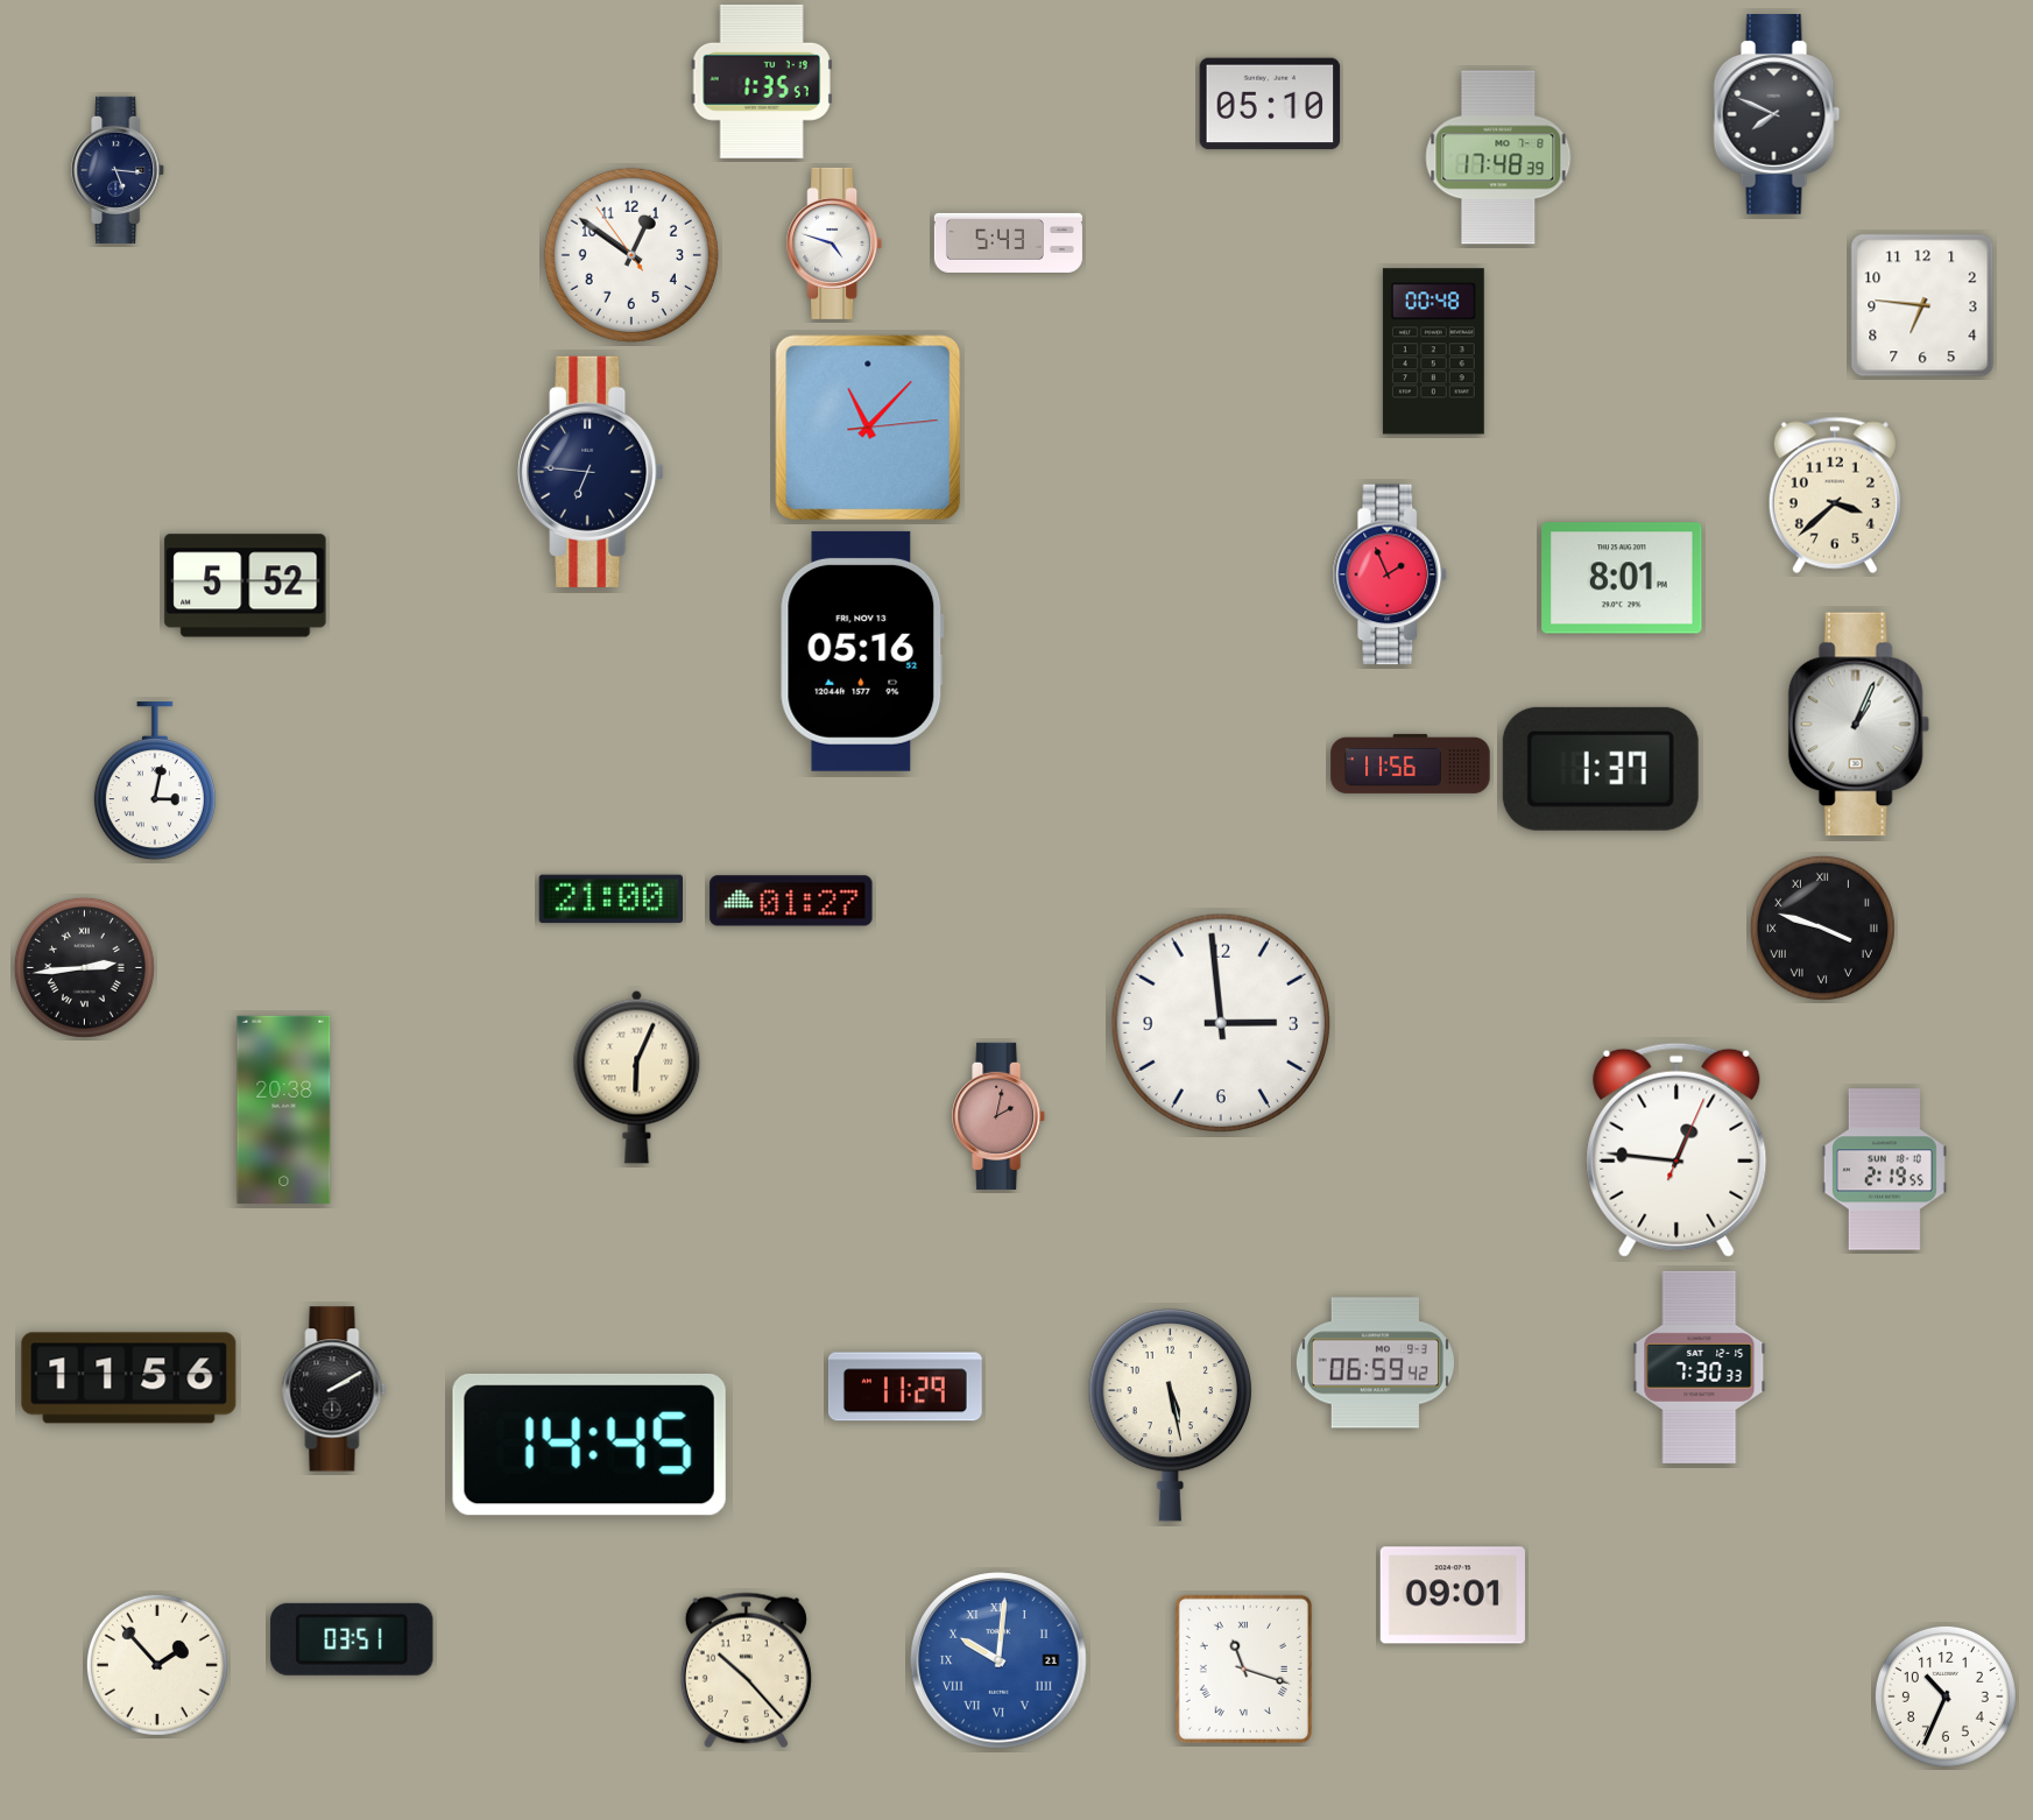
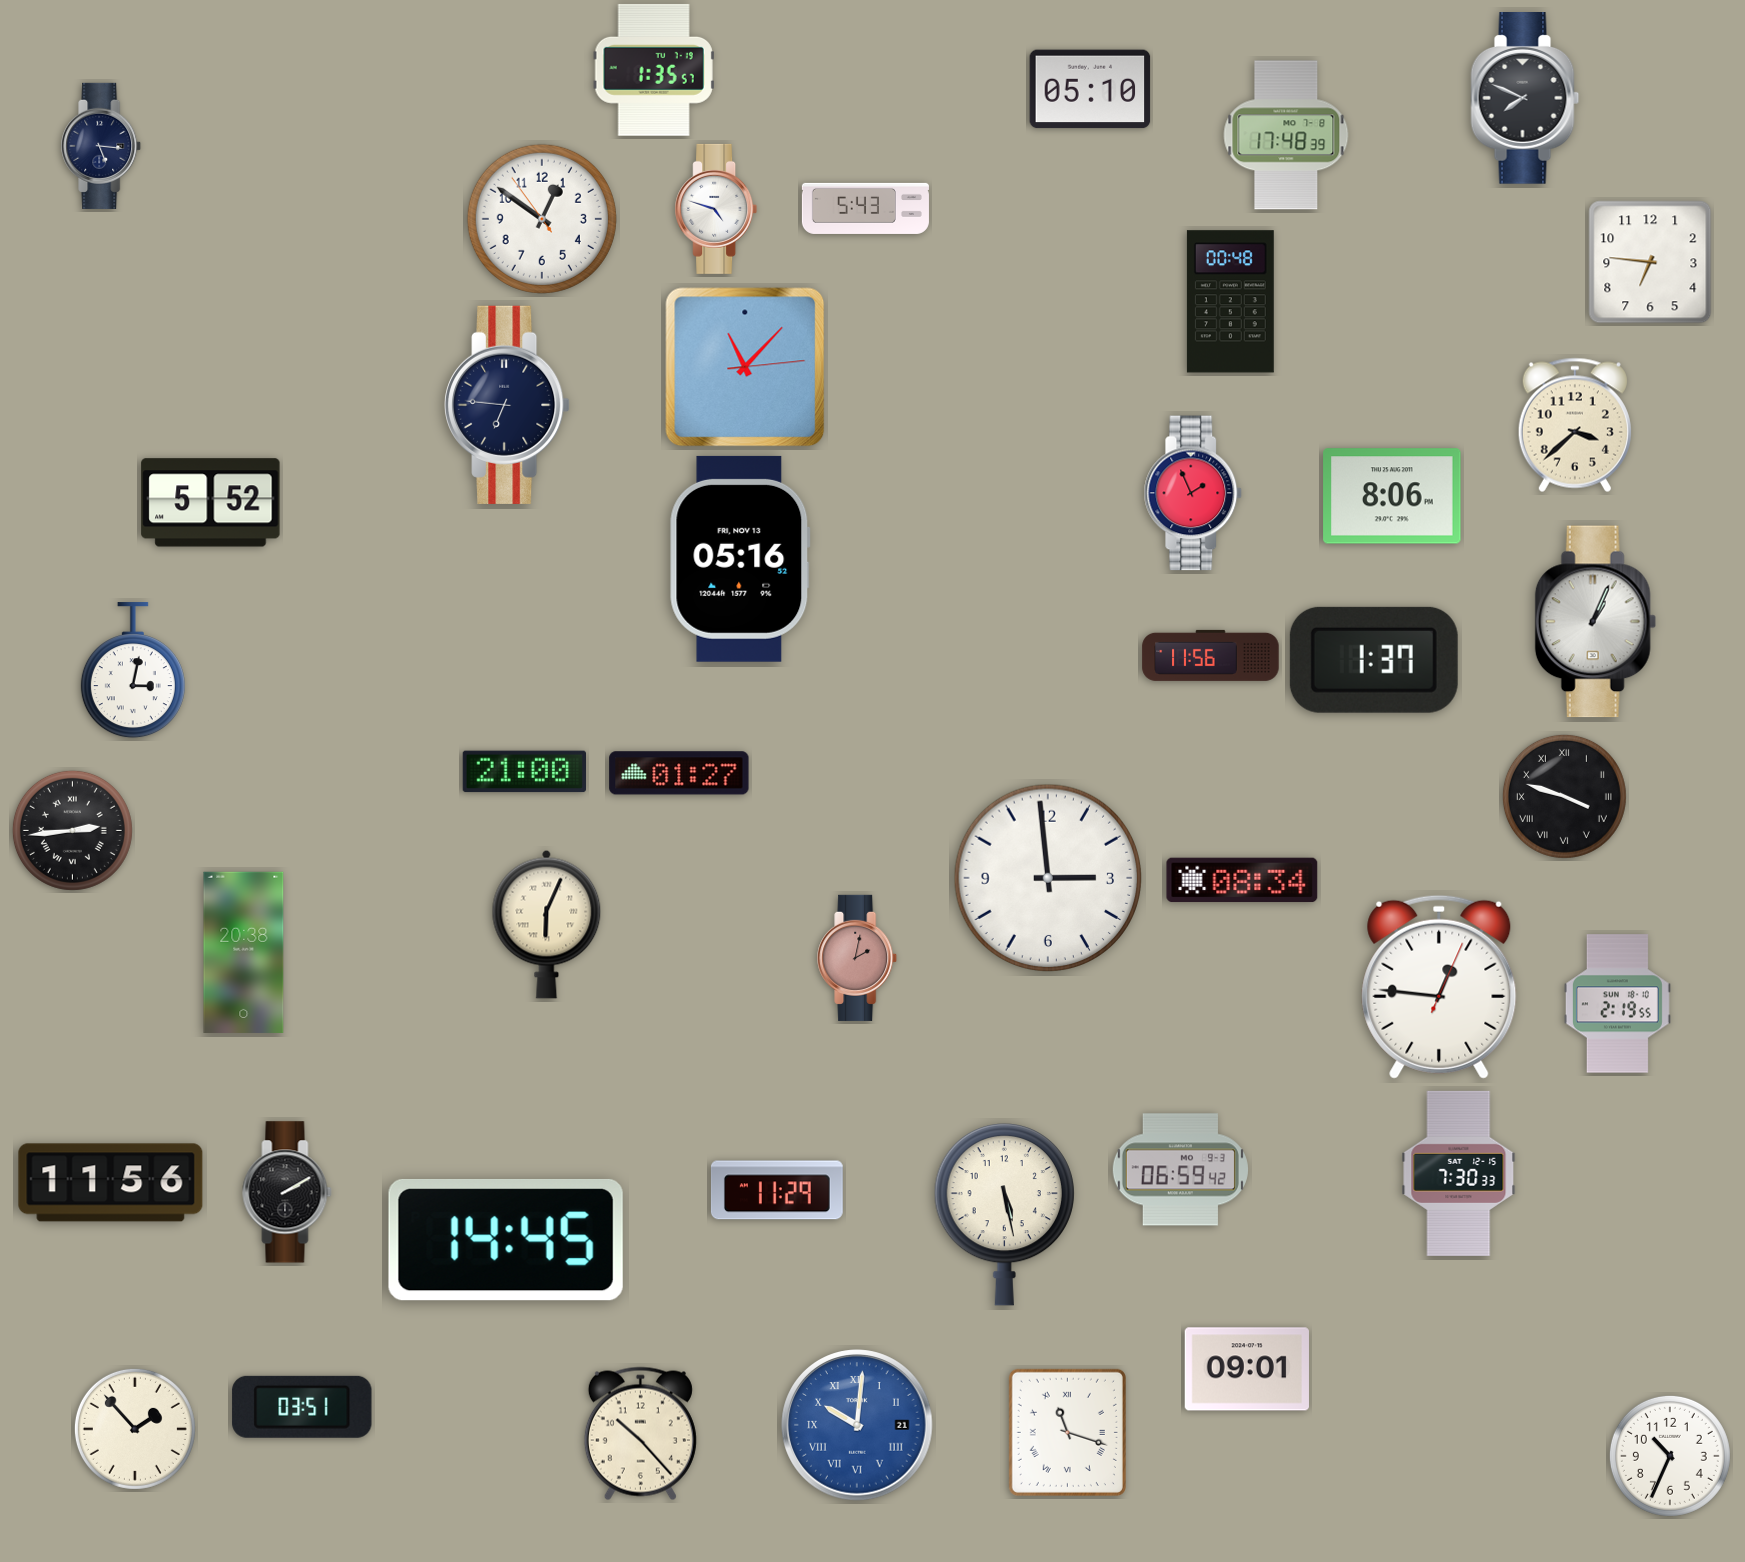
clock at (1622, 578): 8:01 -> 8:06
clock at (1242, 880): none -> 08:34
